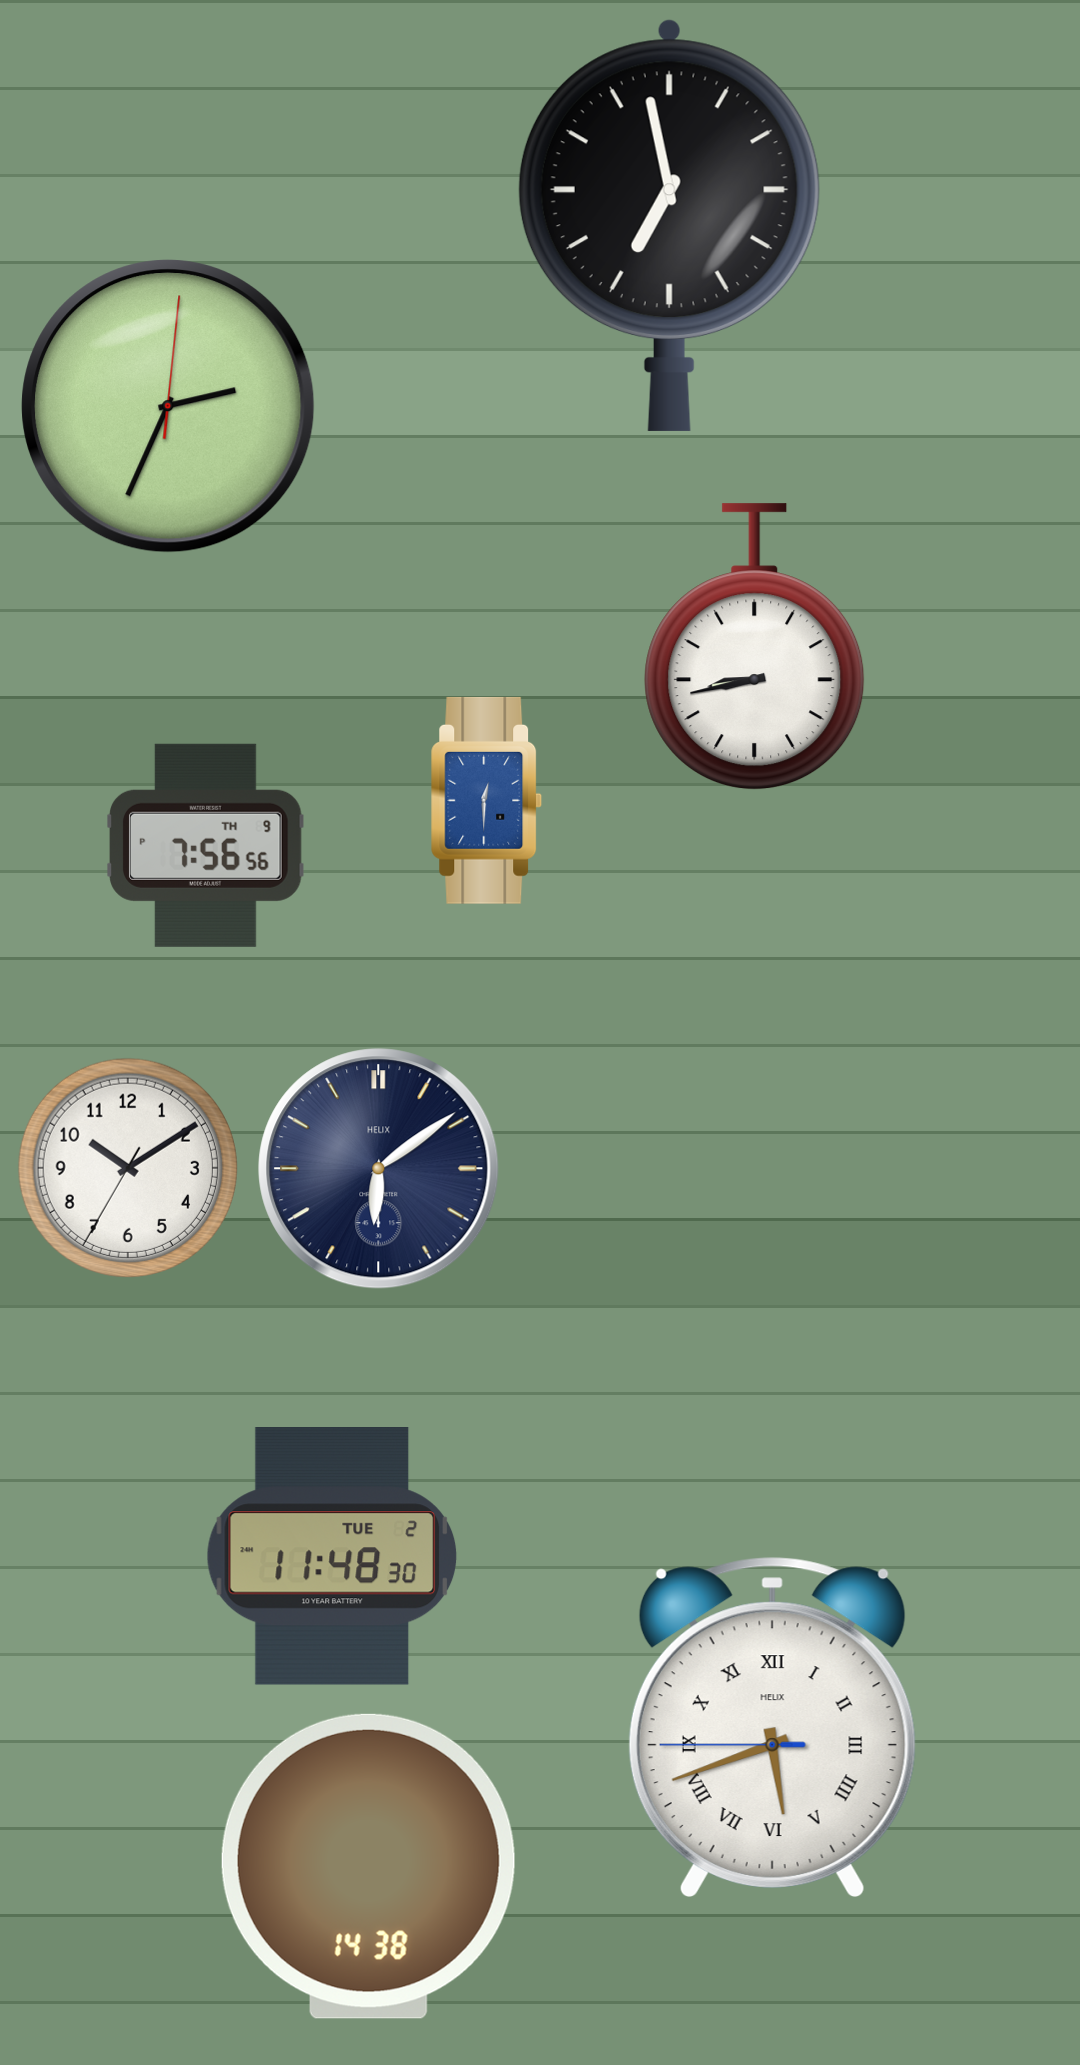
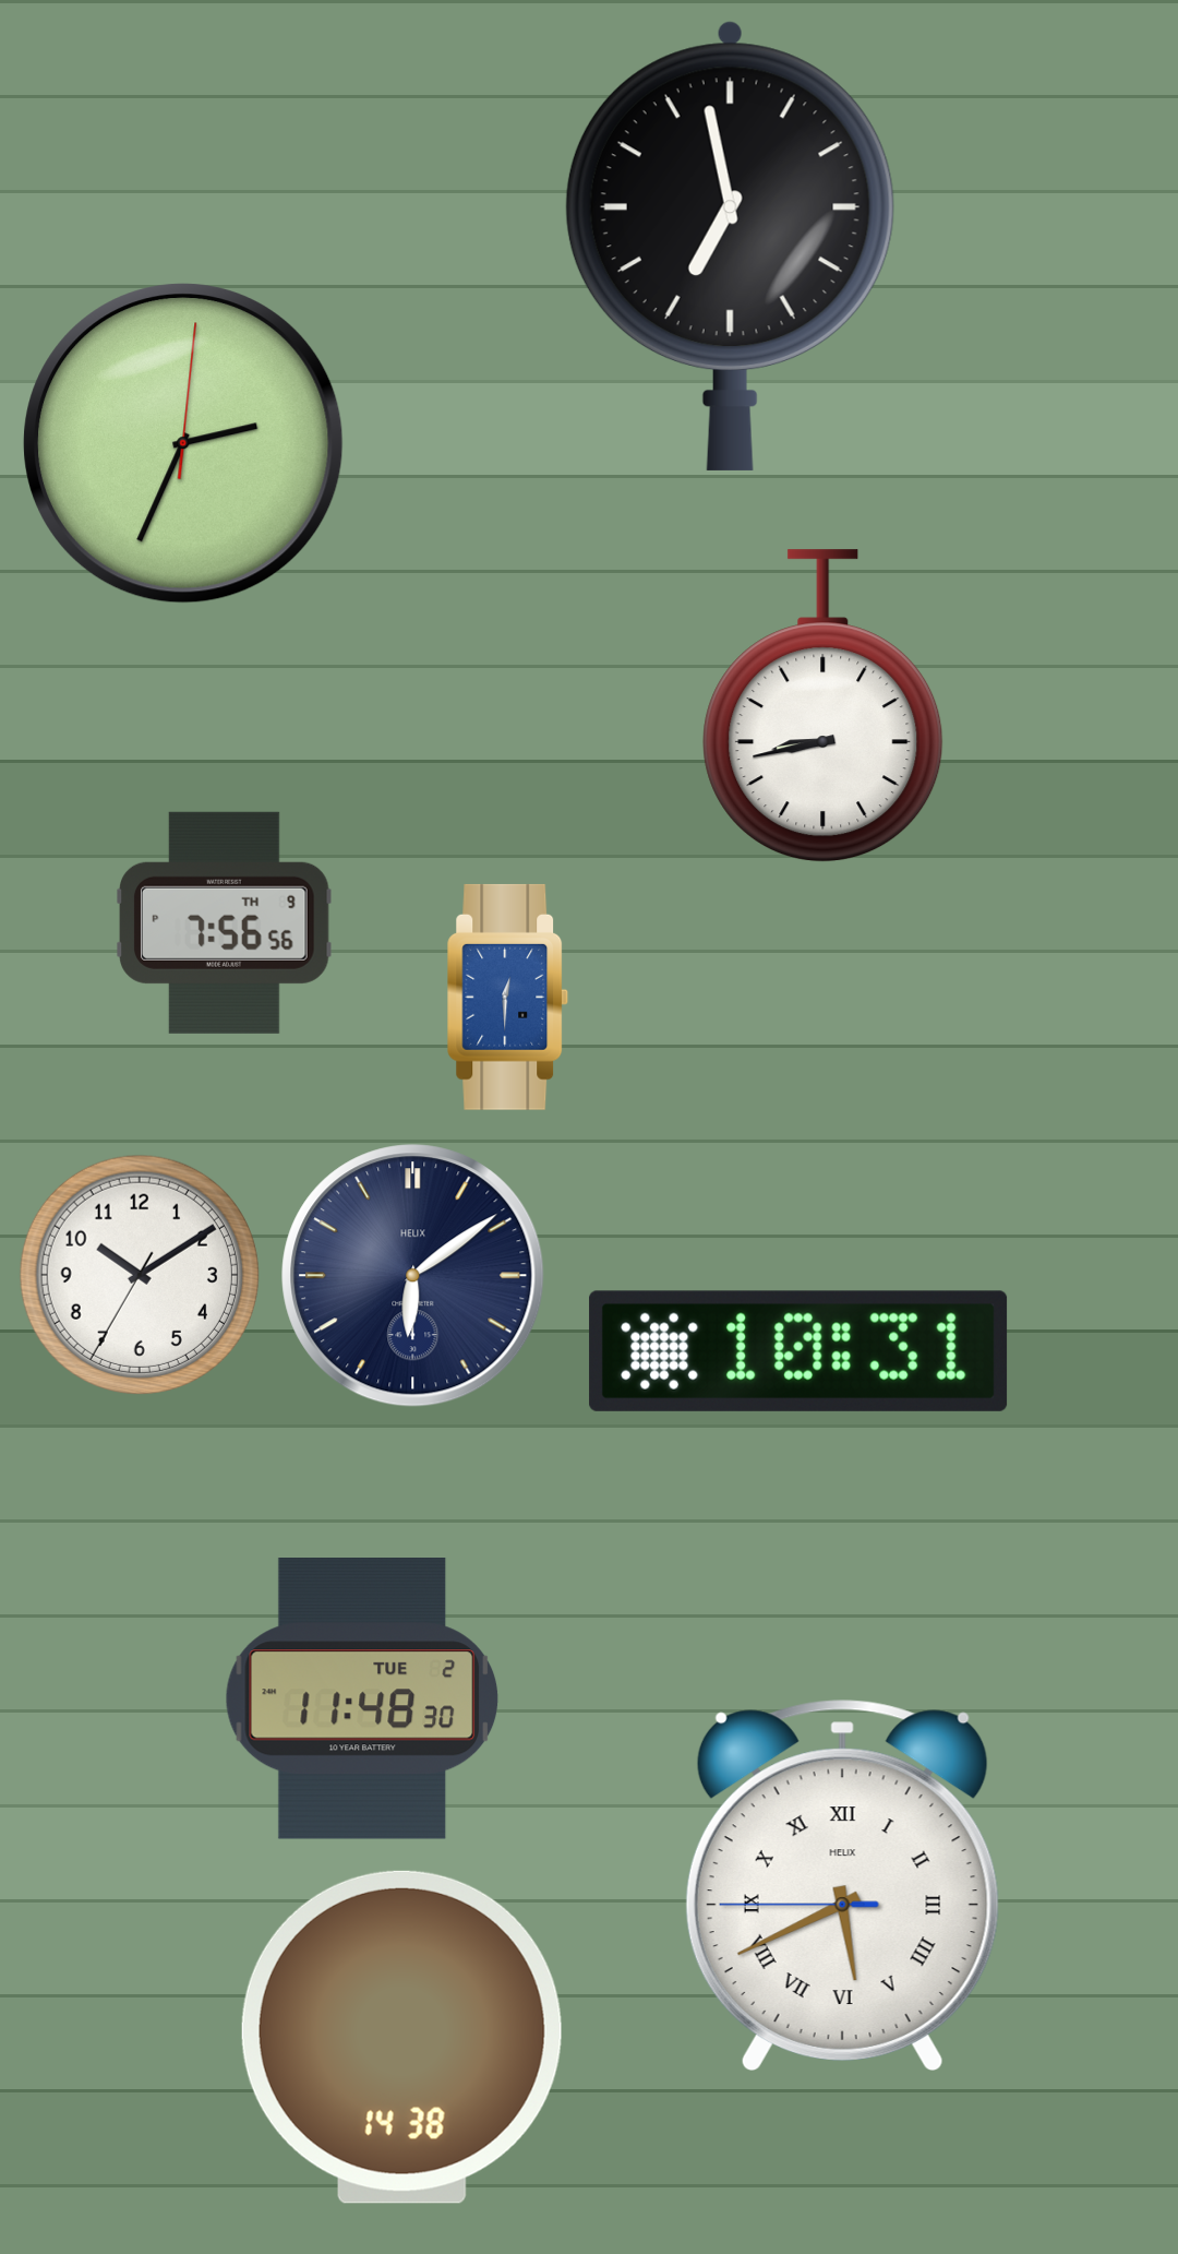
clock at (487, 800) position: (487, 800) -> (508, 997)
clock at (798, 1351): none -> 10:31
clock at (772, 1727): 5:41 -> 5:40
